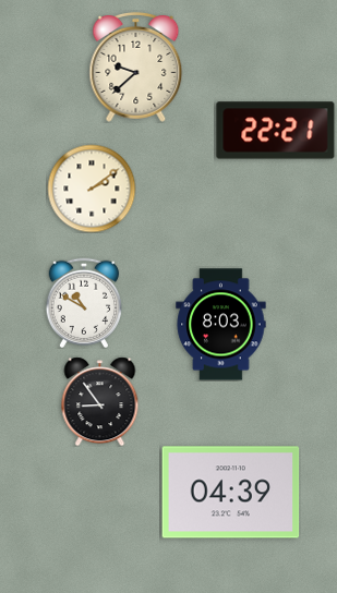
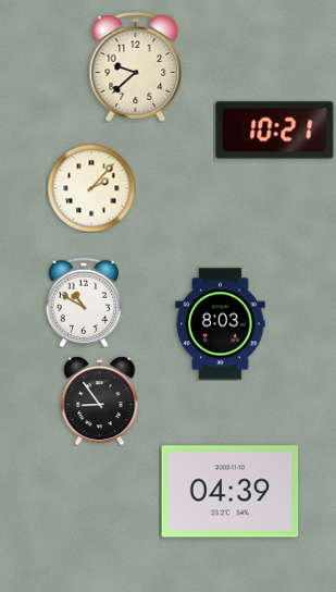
clock at (276, 131): 22:21 -> 10:21
clock at (92, 189): 2:09 -> 2:07
